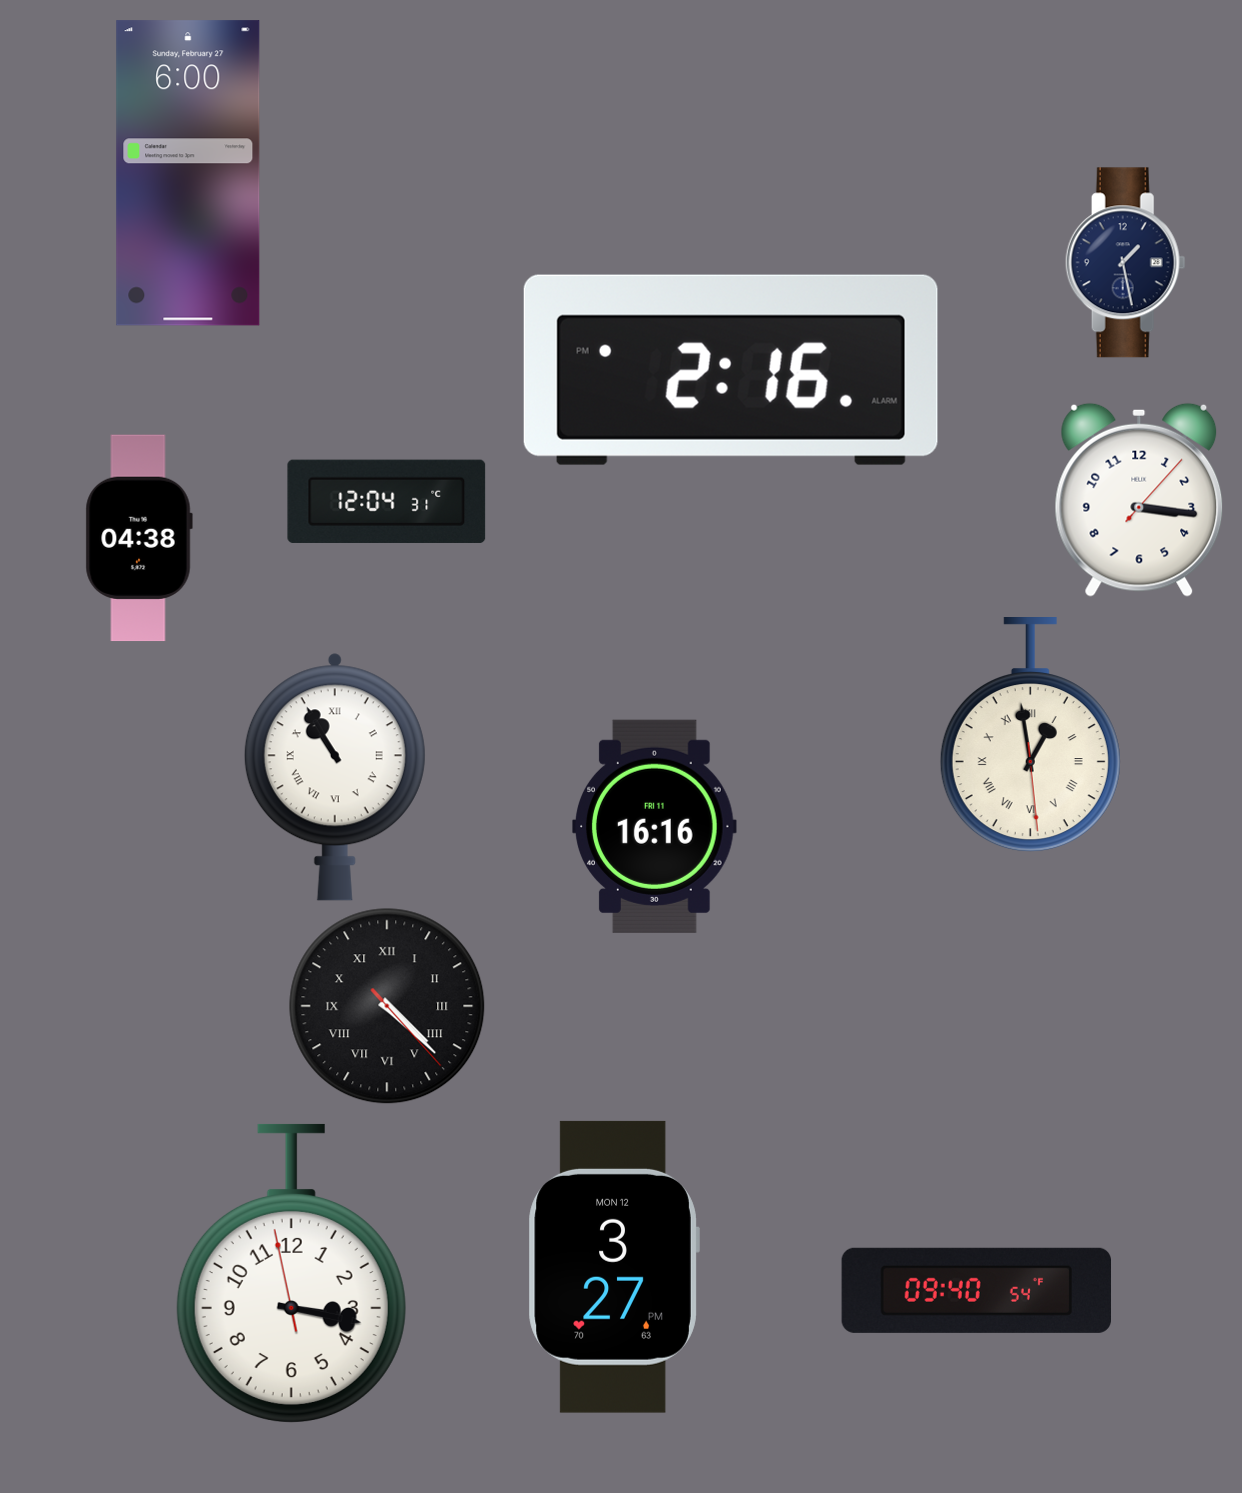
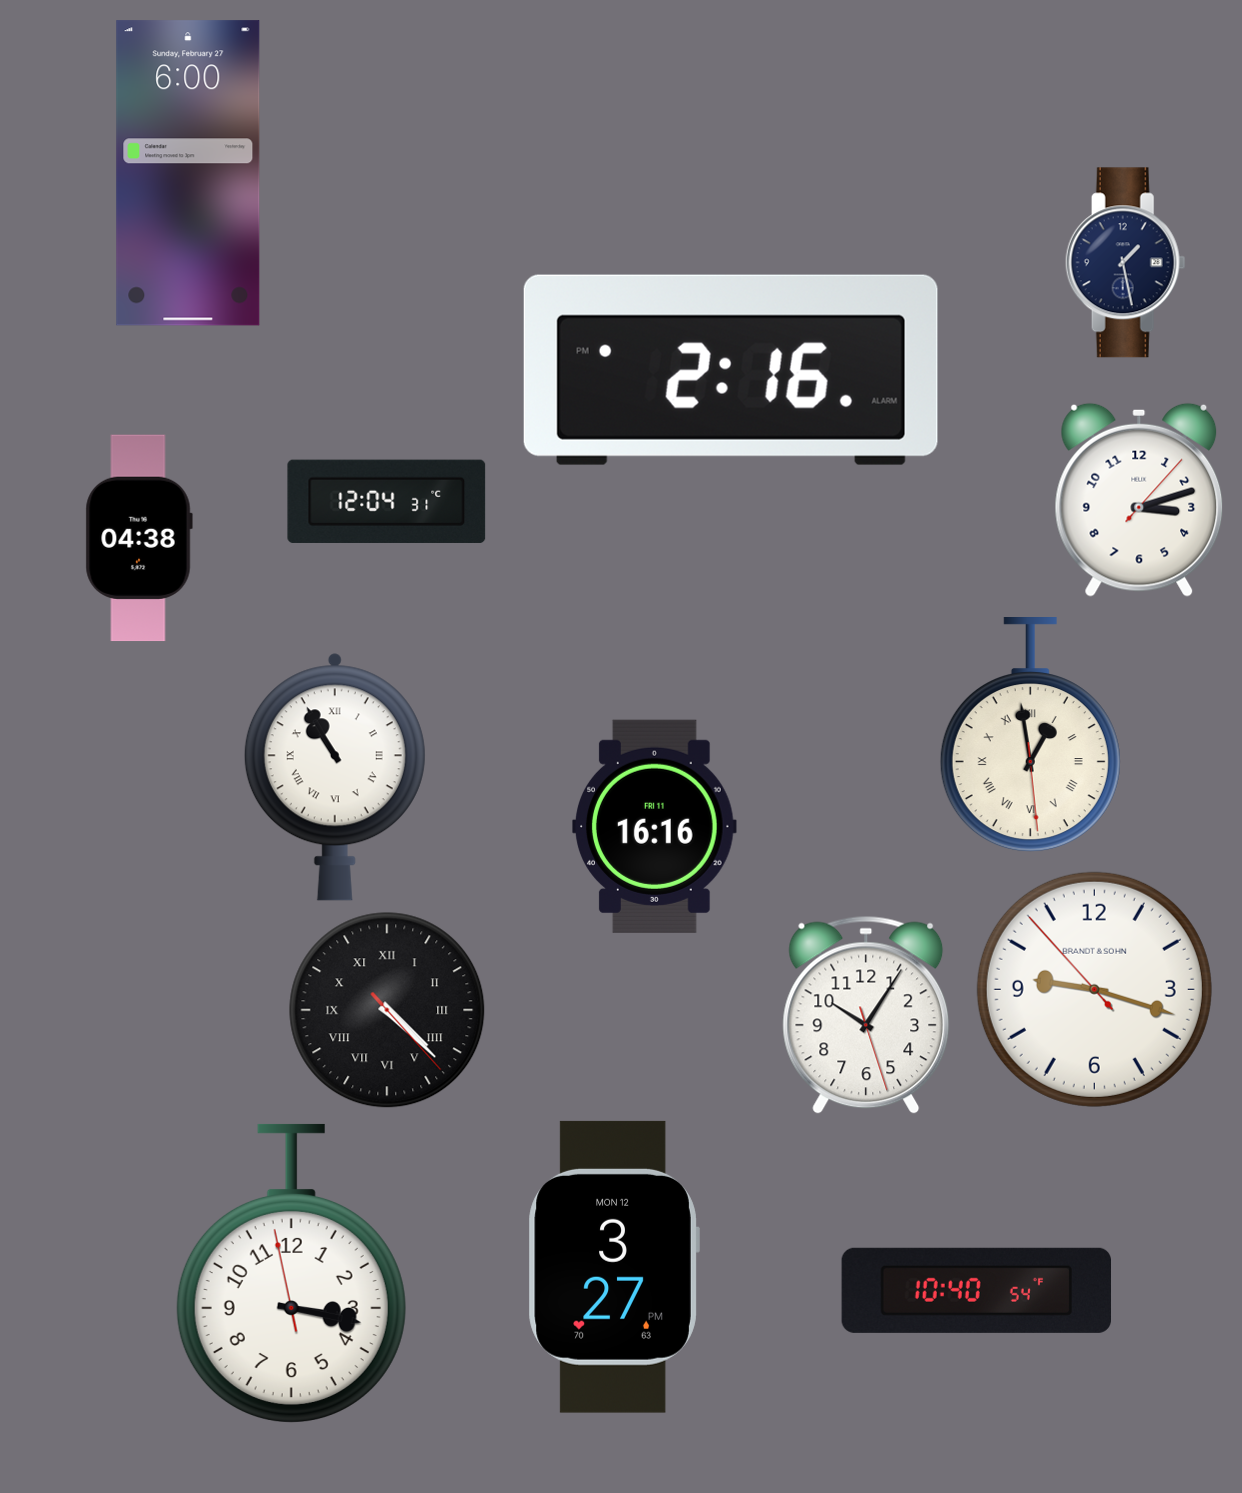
clock at (1139, 500): 3:16 -> 3:12
clock at (1094, 989): none -> 9:17
clock at (387, 1006) position: (387, 1006) -> (387, 1010)
clock at (866, 1015): none -> 10:05
clock at (976, 1290): 09:40 -> 10:40
